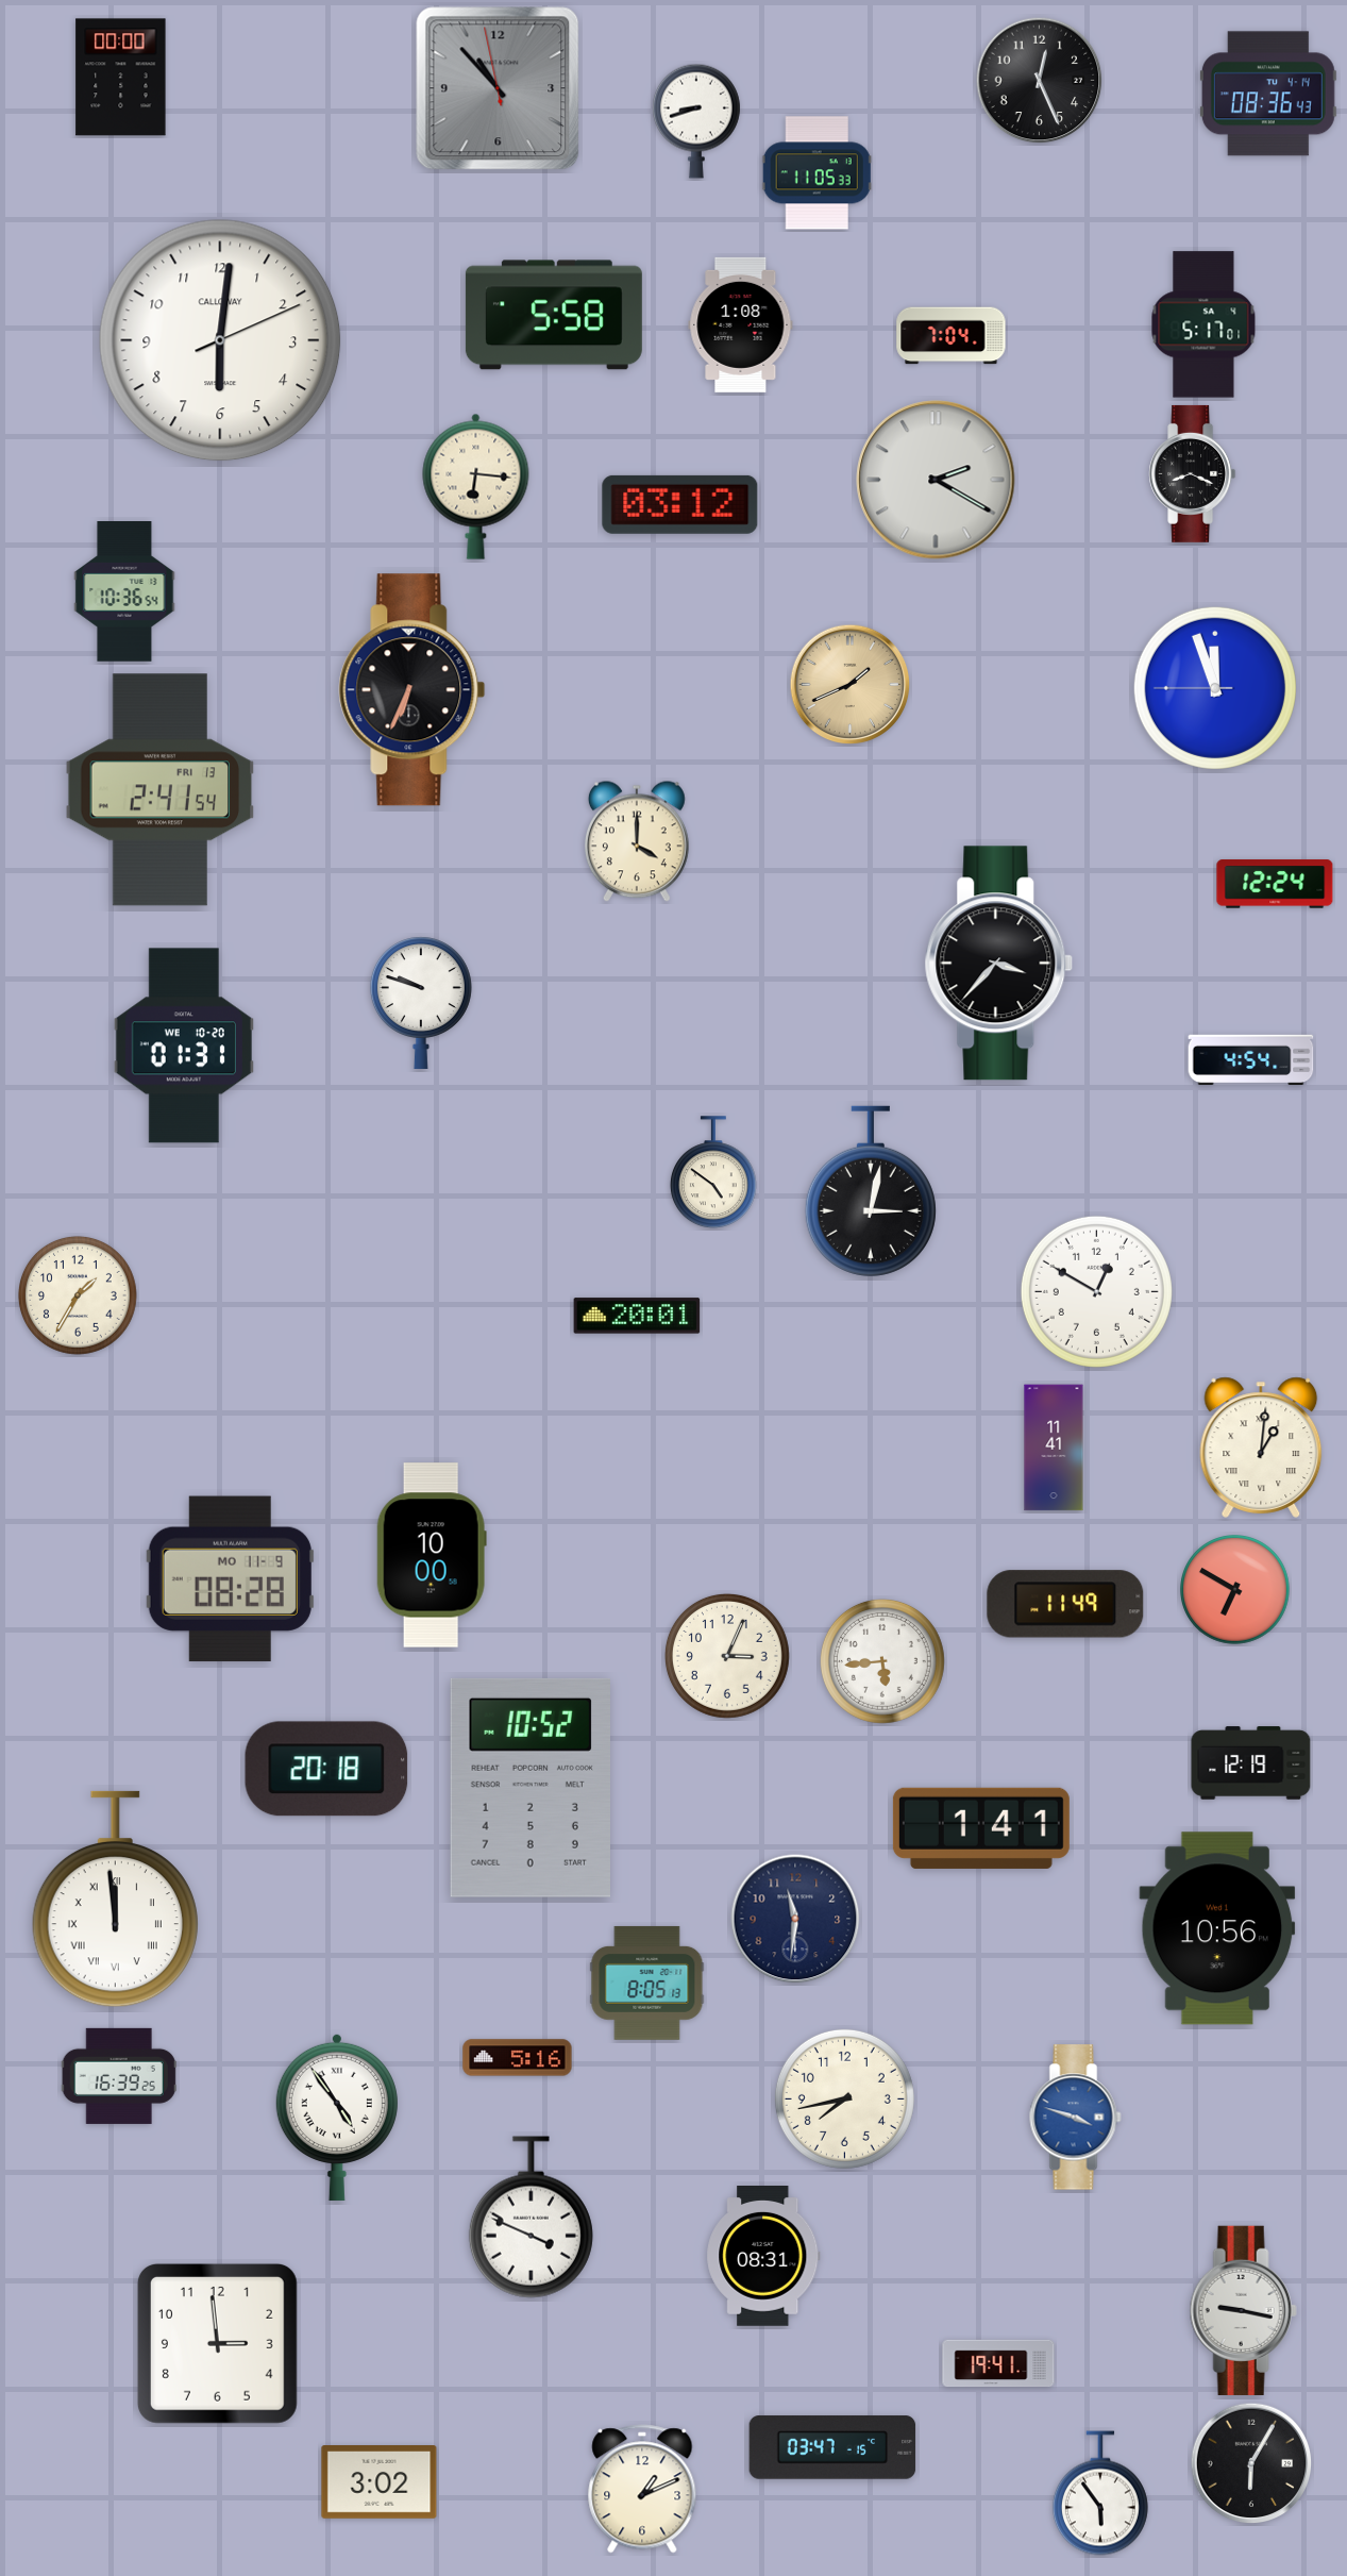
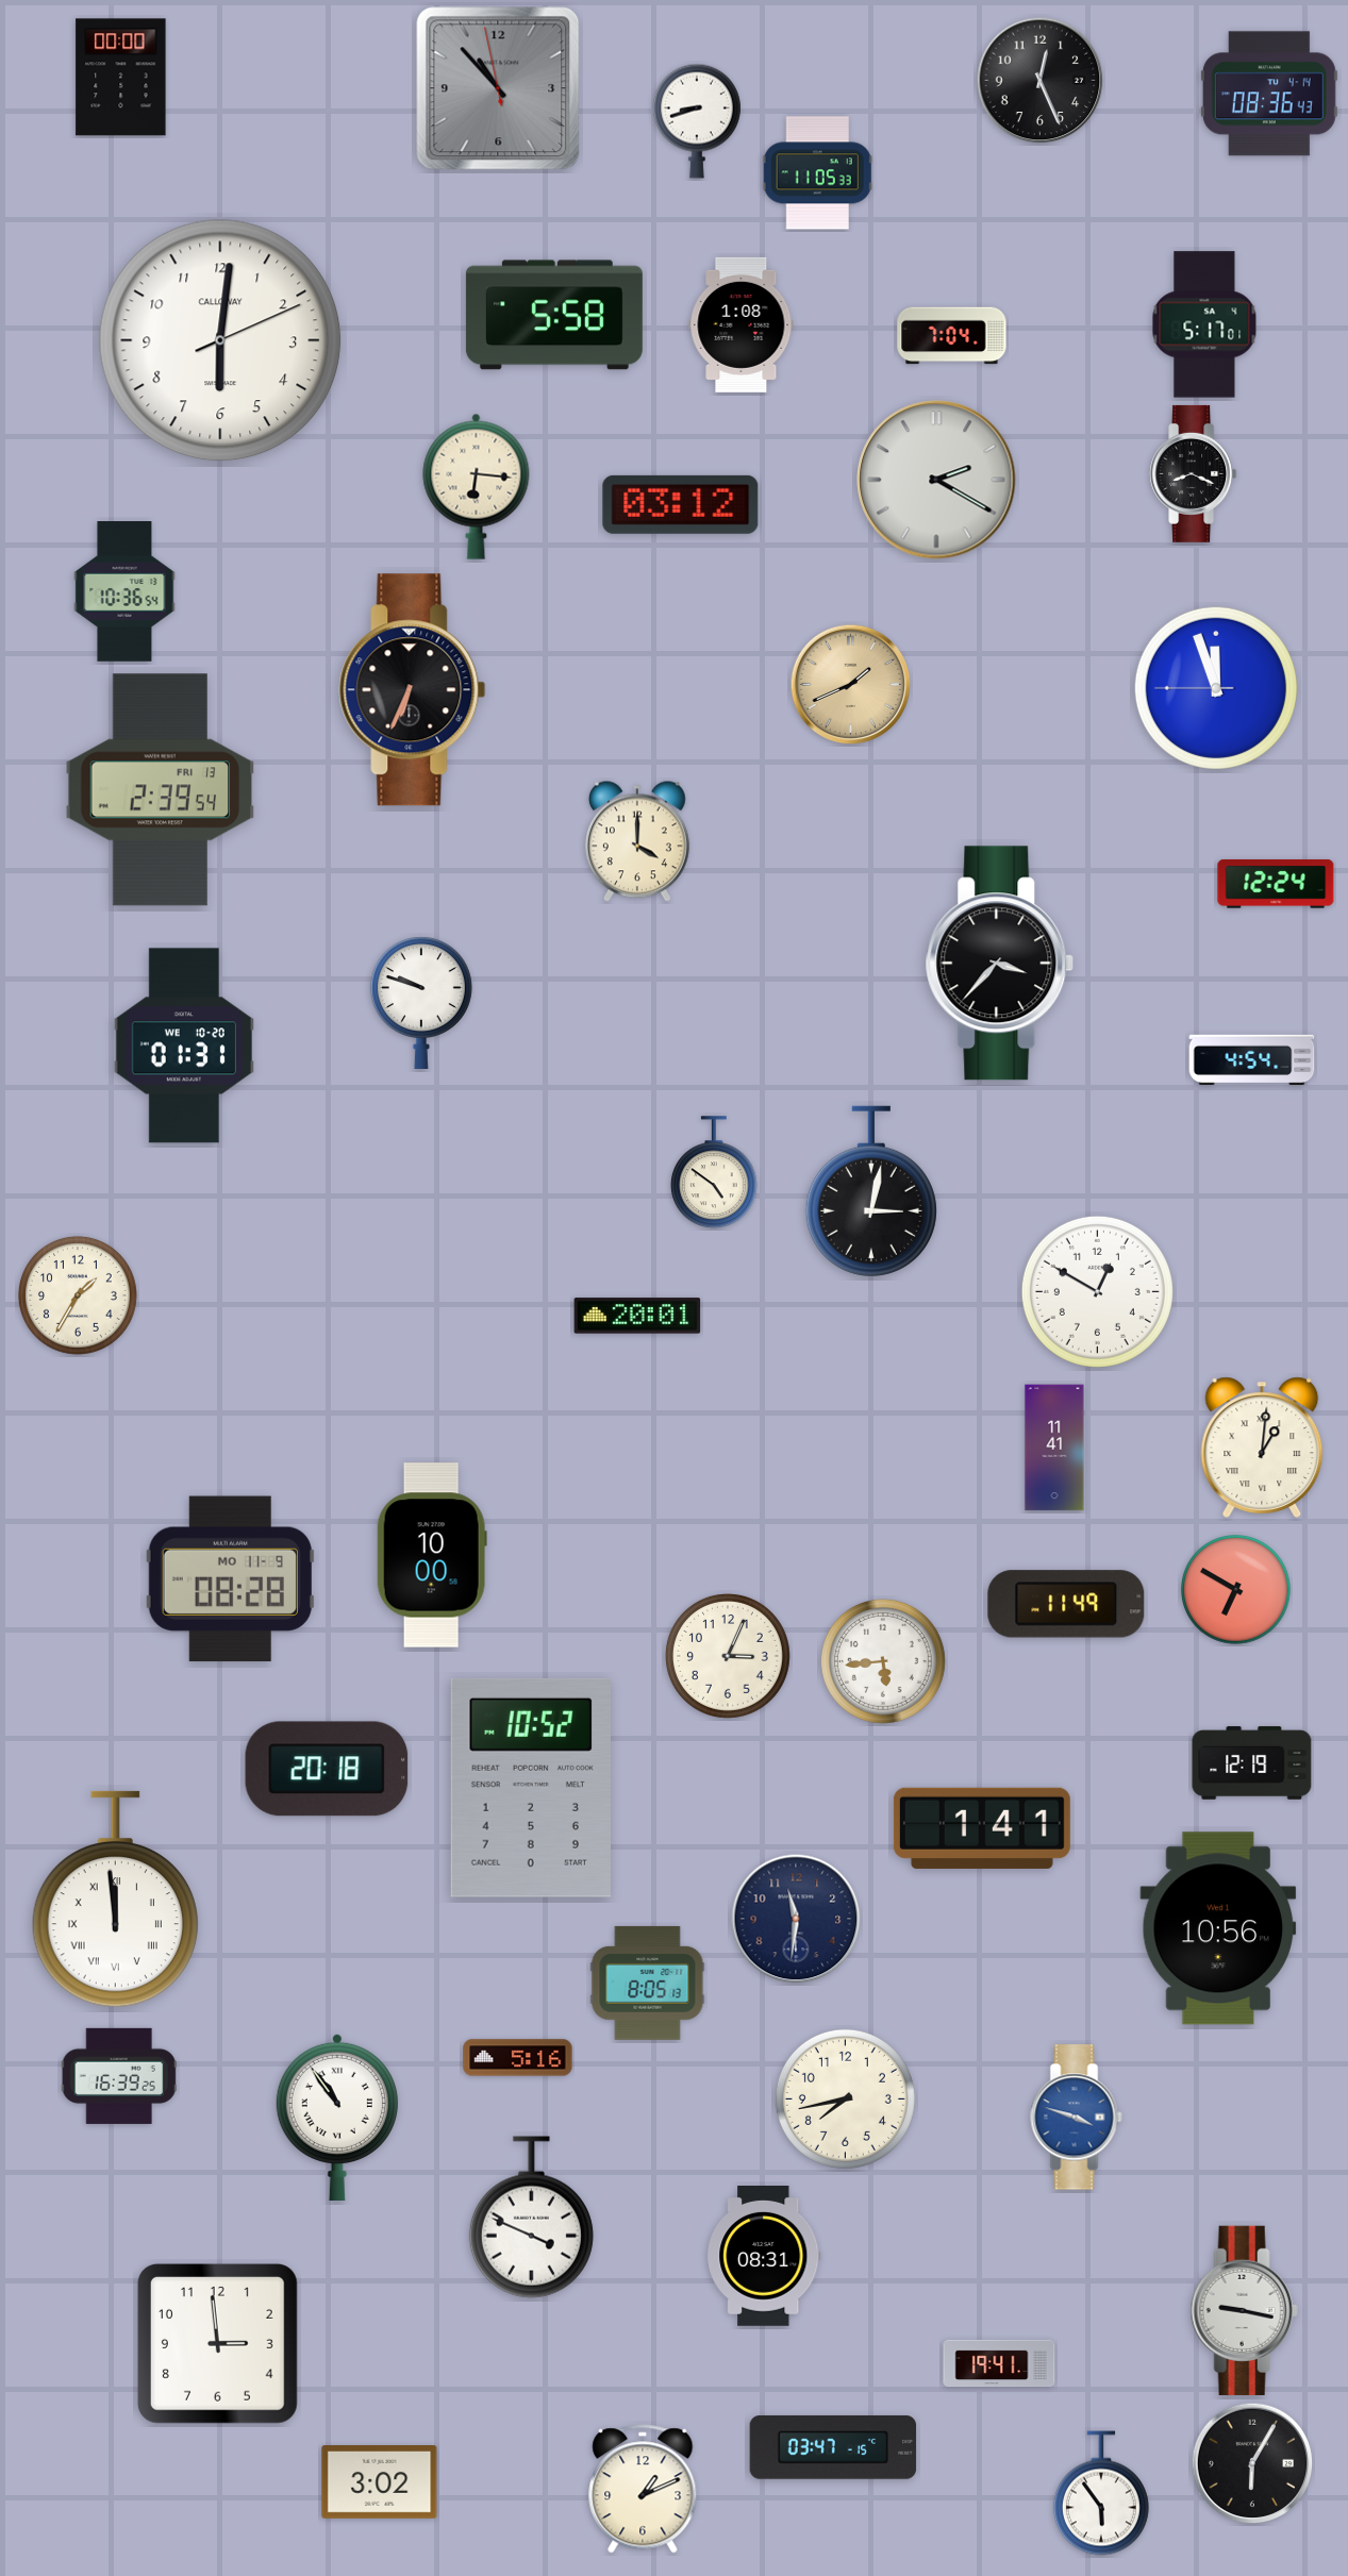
clock at (161, 790): 2:41 -> 2:39
clock at (337, 2118): 4:54 -> 10:54
